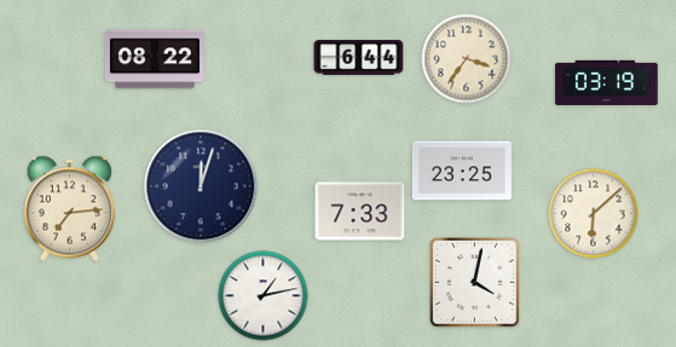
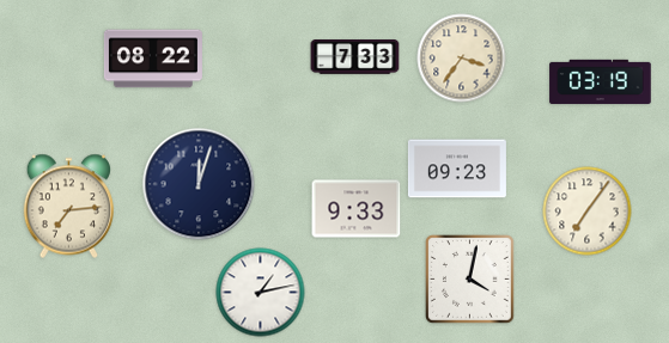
clock at (359, 58): 6:44 -> 7:33
clock at (462, 170): 23:25 -> 09:23
clock at (360, 212): 7:33 -> 9:33
clock at (594, 214): 6:08 -> 7:06
